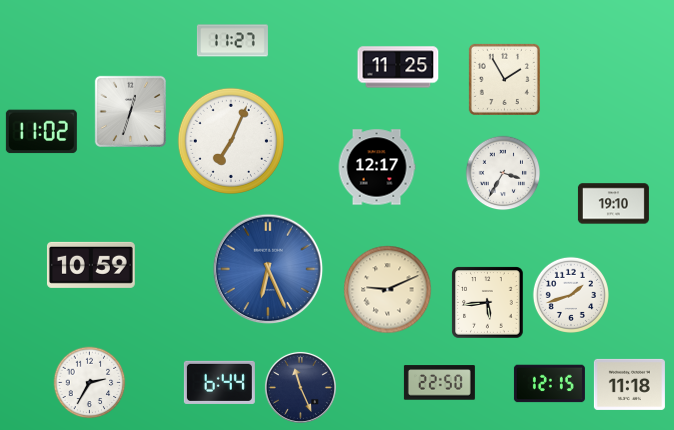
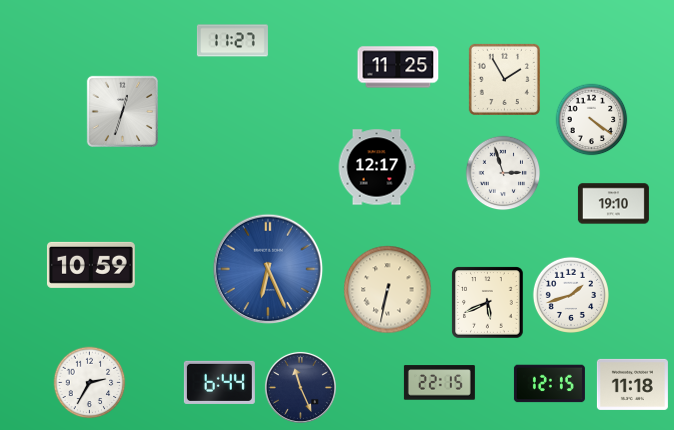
clock at (130, 111) position: (130, 111) -> (122, 111)
clock at (592, 120): none -> 4:21
clock at (41, 132): 11:02 -> none
clock at (231, 141): 7:04 -> none
clock at (503, 173): 3:35 -> 2:57
clock at (388, 290): 9:11 -> 6:32
clock at (488, 303): 5:44 -> 5:41
clock at (439, 383): 22:50 -> 22:15
clock at (629, 384) position: (629, 384) -> (632, 384)
